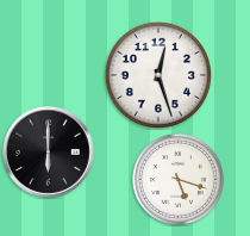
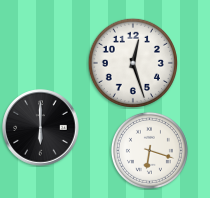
clock at (177, 179): 5:18 -> 6:18
